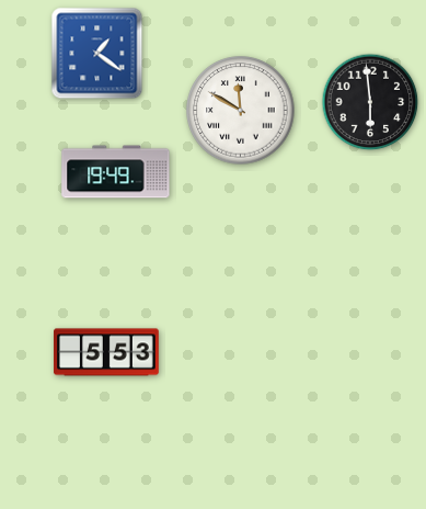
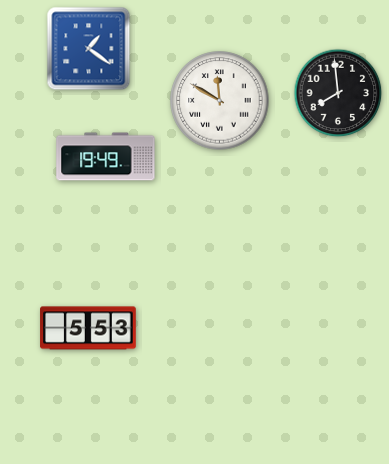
clock at (370, 102): 5:59 -> 7:59
clock at (106, 352) position: (106, 352) -> (88, 328)
